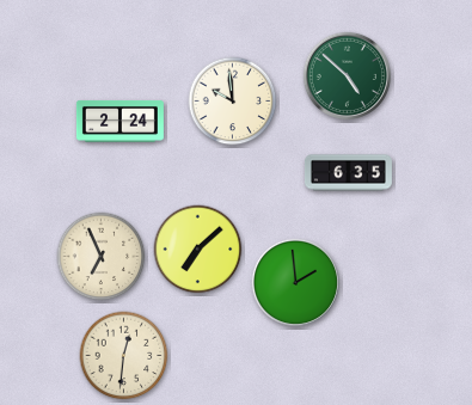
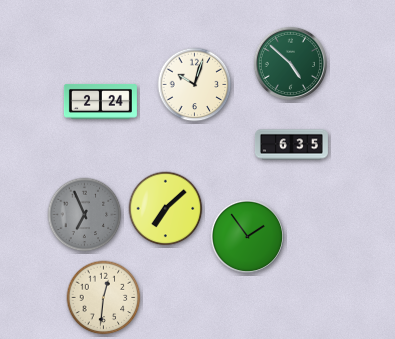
clock at (233, 102): 9:59 -> 10:03
clock at (102, 257) dial: cream -> grey
clock at (295, 282): 1:59 -> 1:54
